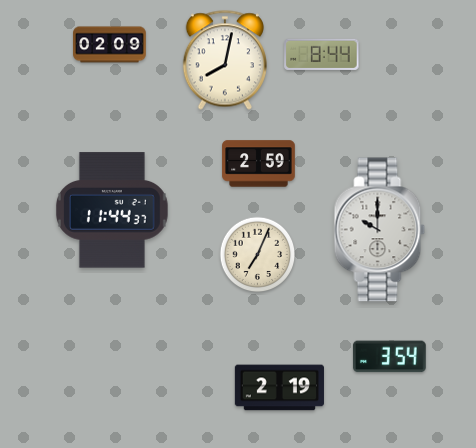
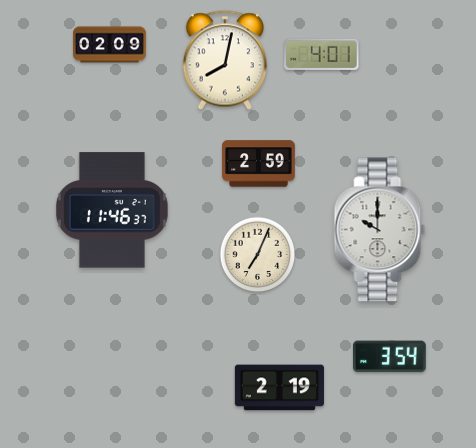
clock at (322, 54): 8:44 -> 4:01
clock at (112, 210): 11:44 -> 11:46
